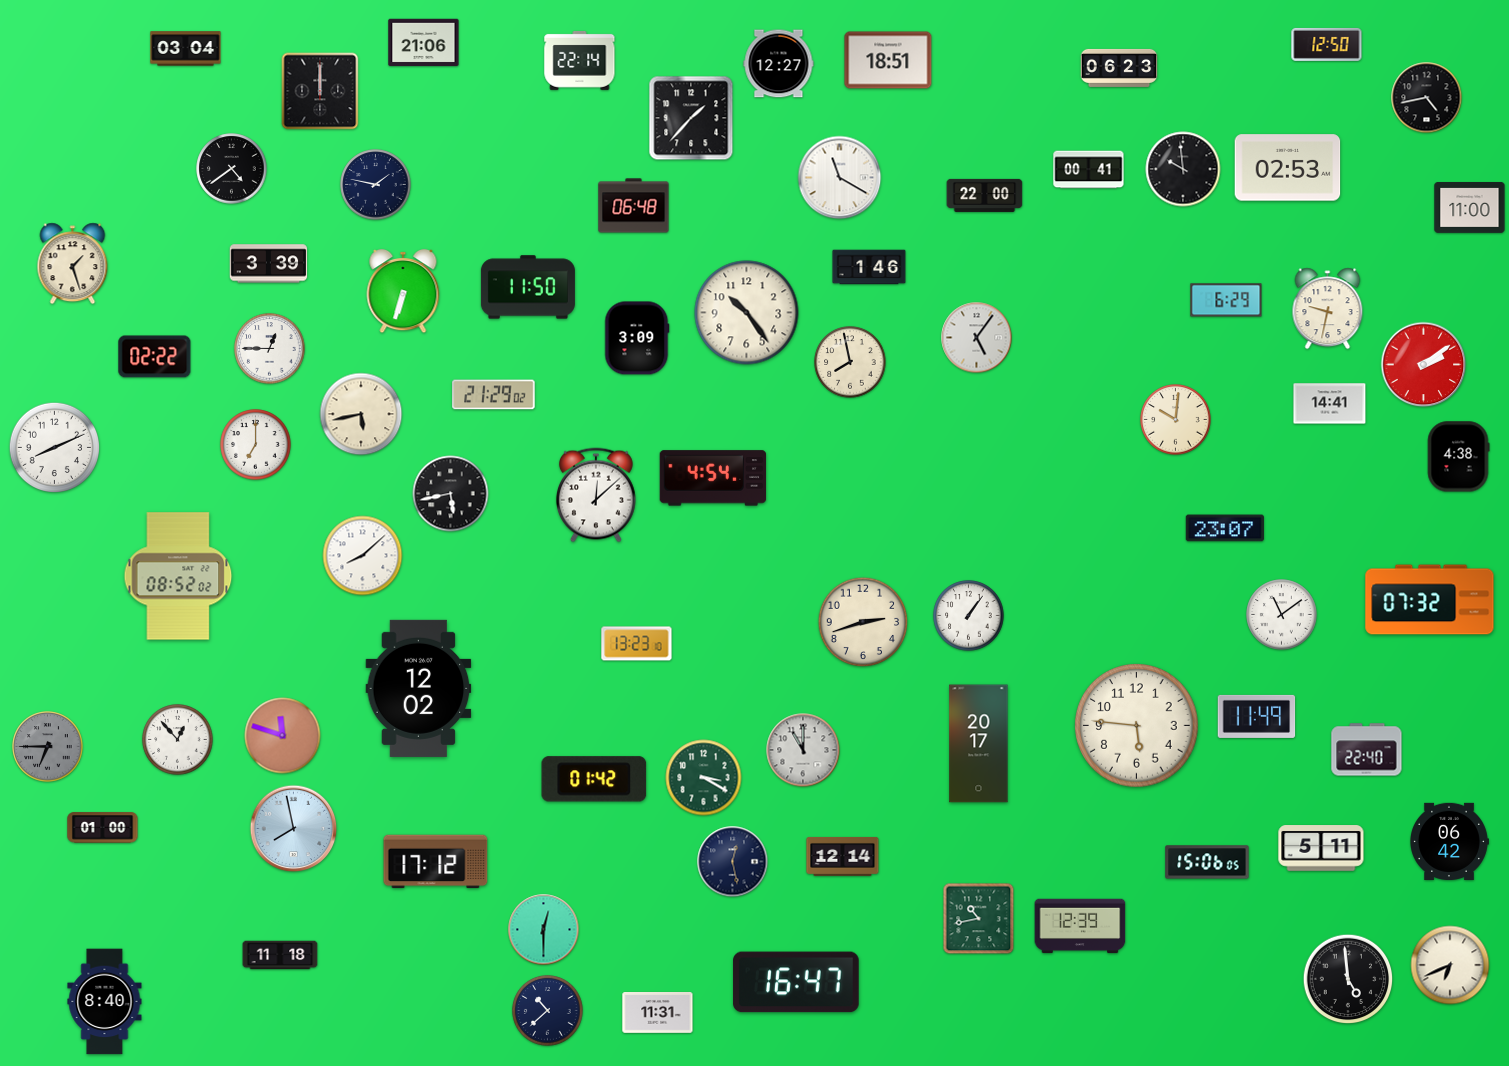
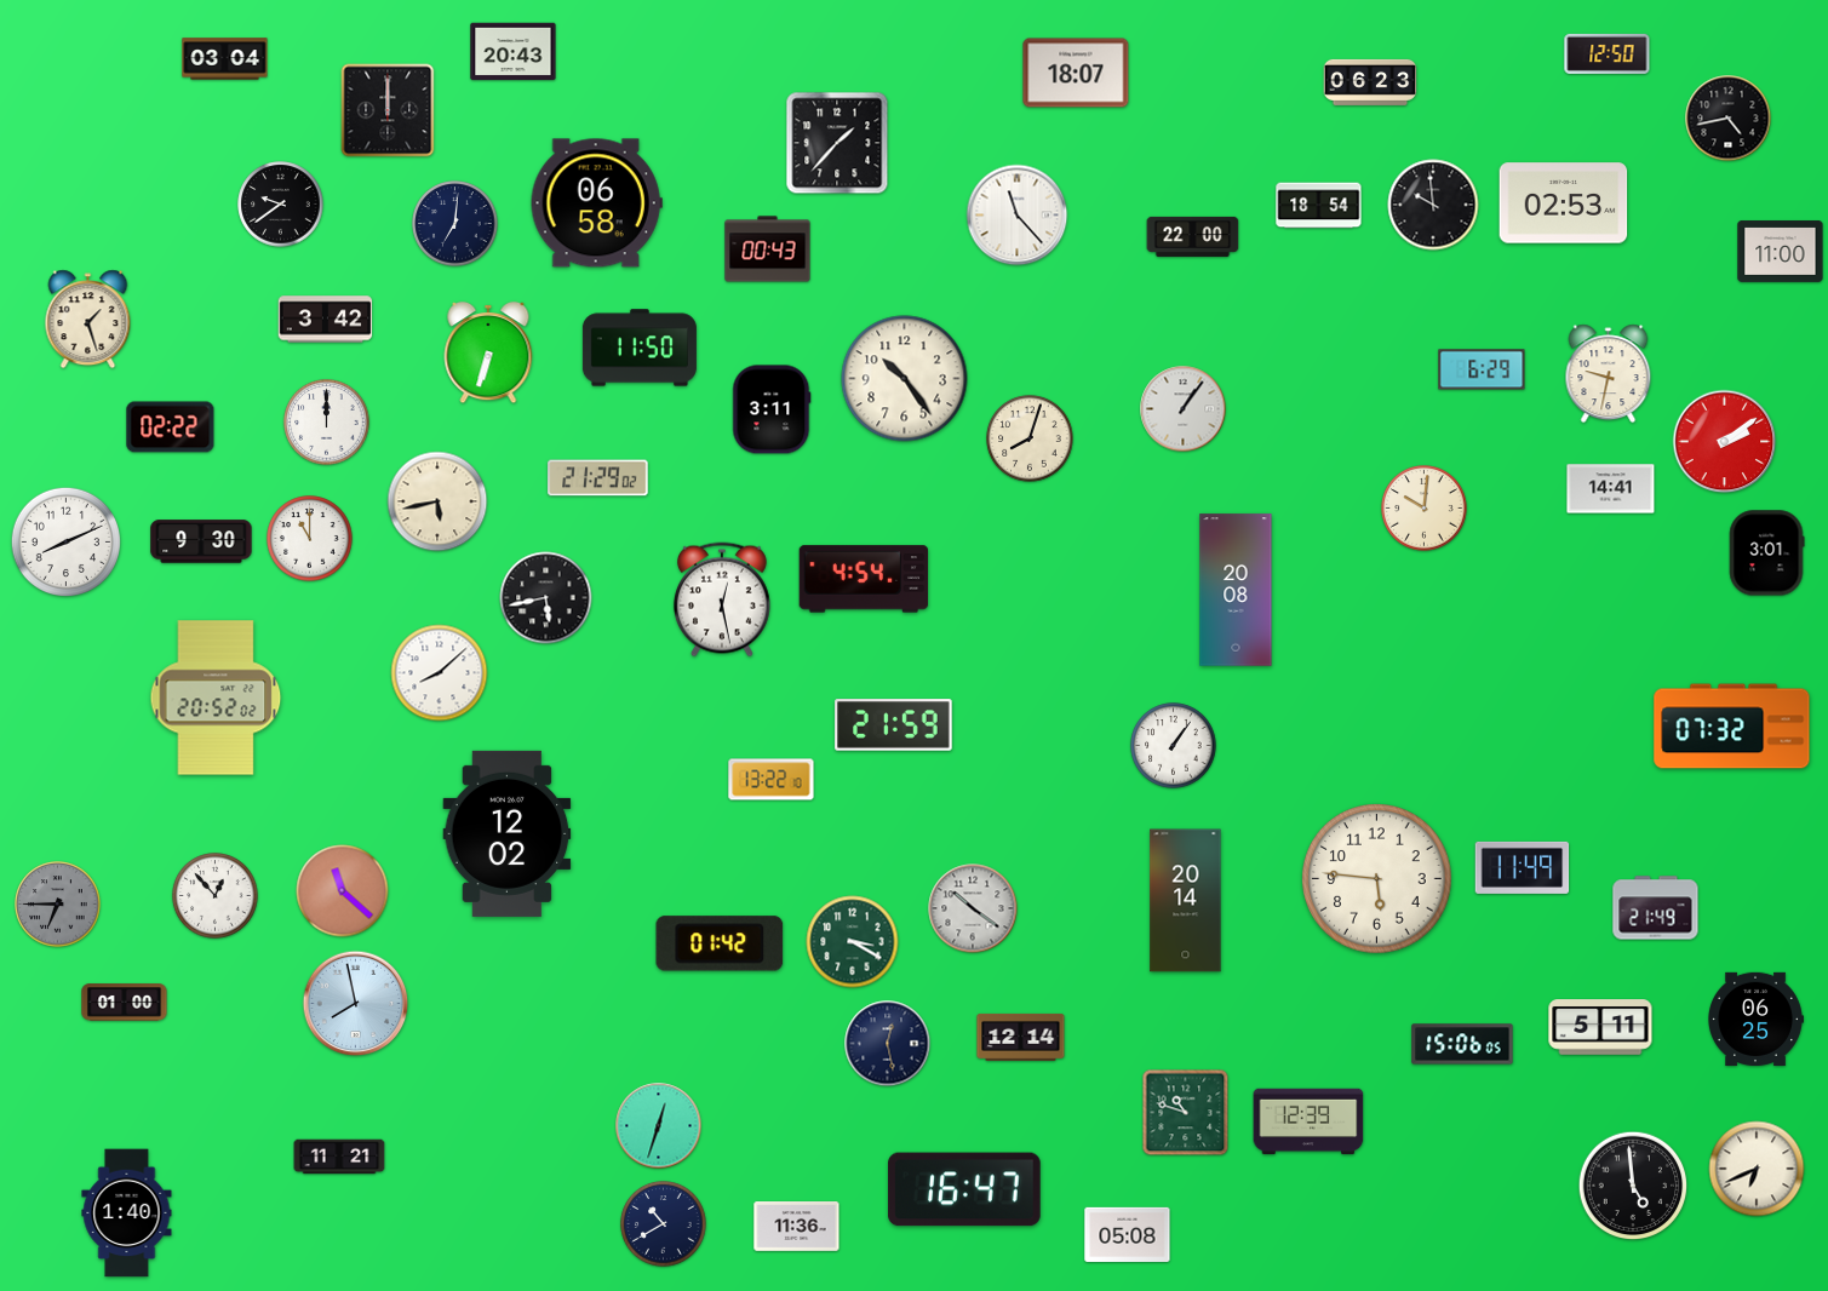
clock at (424, 43): 21:06 -> 20:43
clock at (580, 60): 22:14 -> none
clock at (888, 60): 18:51 -> 18:07
clock at (779, 64): 12:27 -> none
clock at (1119, 68) position: (1119, 68) -> (1370, 82)
clock at (596, 203): none -> 06:58
clock at (1288, 168) position: (1288, 168) -> (1564, 203)
clock at (232, 169): 4:39 -> 9:39
clock at (1089, 170): 00:41 -> 18:54
clock at (840, 178): 11:20 -> 11:23
clock at (376, 185): 1:47 -> 7:01
clock at (634, 206): 06:48 -> 00:43
clock at (269, 264): 3:39 -> 3:42
clock at (869, 267): 1:46 -> none
clock at (1226, 300) position: (1226, 300) -> (1482, 369)
clock at (637, 338): 3:09 -> 3:11
clock at (977, 338): 5:06 -> 1:06
clock at (270, 349): 12:45 -> 12:00
clock at (155, 357) position: (155, 357) -> (171, 428)
clock at (850, 362): 7:58 -> 8:03
clock at (256, 445): 7:00 -> 11:00
clock at (201, 541): none -> 9:30
clock at (1458, 457): 4:38 -> 3:01
clock at (1236, 590): none -> 20:08
clock at (596, 495): 12:08 -> 12:28
clock at (1225, 528): 23:07 -> none
clock at (178, 576): 08:52 -> 20:52
clock at (894, 725): none -> 21:59
clock at (1282, 615): 11:09 -> none
clock at (863, 622): 2:42 -> none
clock at (637, 644): 13:23 -> 13:22
clock at (283, 736): 11:48 -> 11:22
clock at (979, 744): 20:17 -> 20:14
clock at (803, 750): 11:00 -> 10:21
clock at (1367, 750): 22:40 -> 21:49
clock at (1450, 841): 06:42 -> 06:25
clock at (436, 862): 17:12 -> none
clock at (979, 919): 10:43 -> 10:48
clock at (544, 930): 12:30 -> 12:33
clock at (280, 955): 11:18 -> 11:21
clock at (105, 1002): 8:40 -> 1:40
clock at (548, 1011): 10:38 -> 10:40
clock at (658, 1013): 11:31 -> 11:36
clock at (1128, 1234): none -> 05:08
